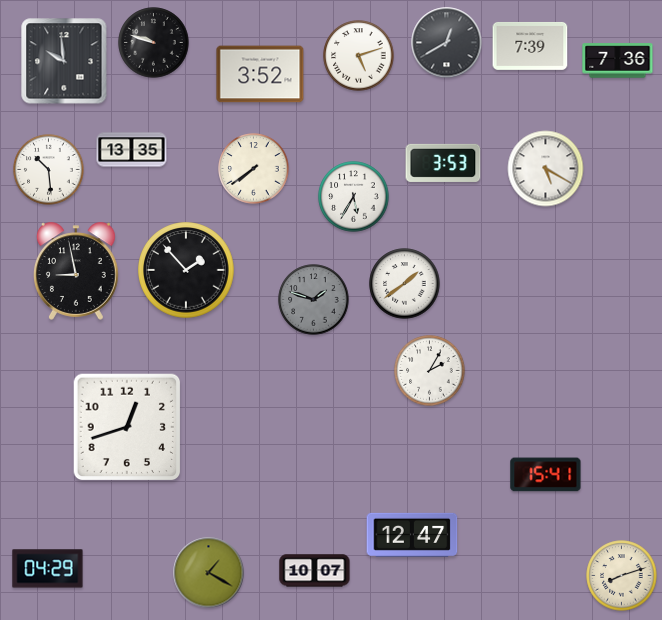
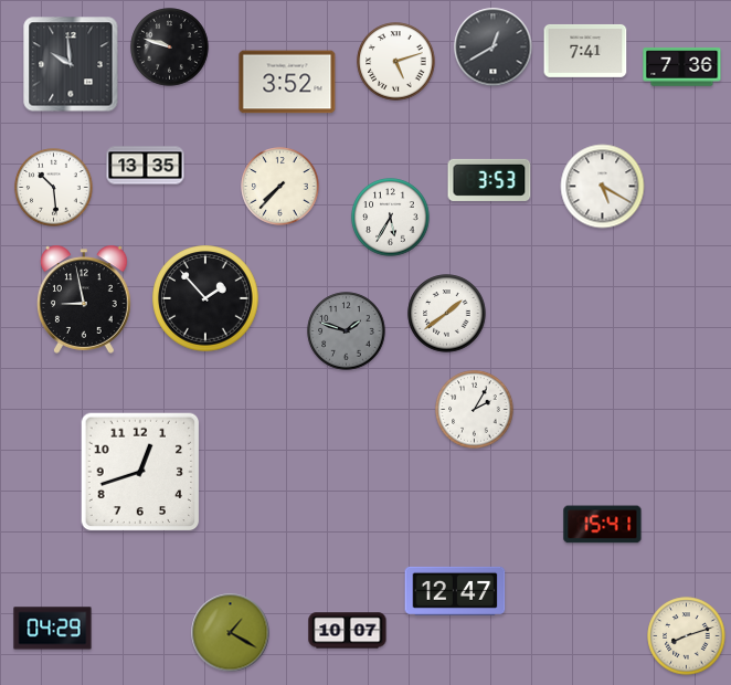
clock at (530, 46): 7:39 -> 7:41
clock at (64, 61) position: (64, 61) -> (71, 64)
clock at (254, 169): 7:39 -> 7:37
